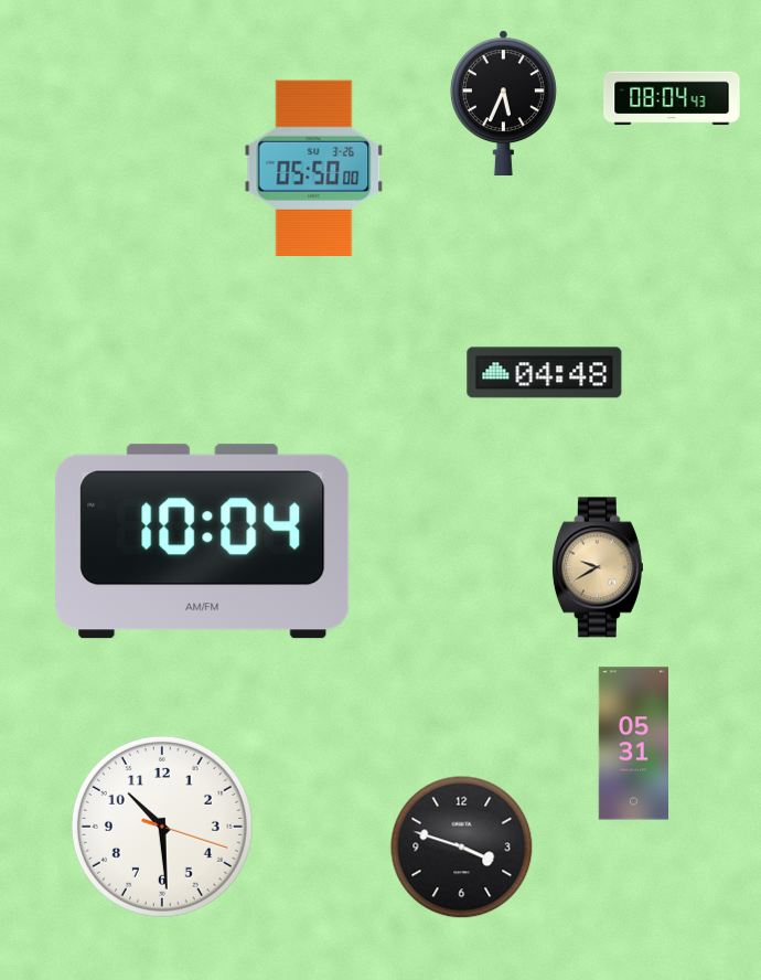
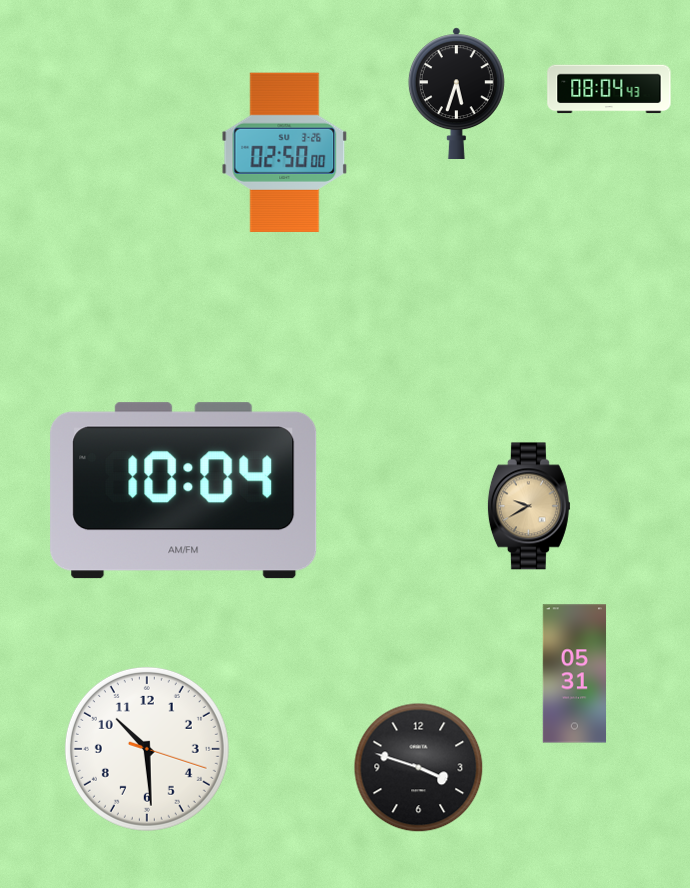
clock at (503, 103): 5:34 -> 5:33
clock at (314, 168): 05:50 -> 02:50
clock at (545, 373): 04:48 -> none
clock at (598, 567) position: (598, 567) -> (529, 506)
